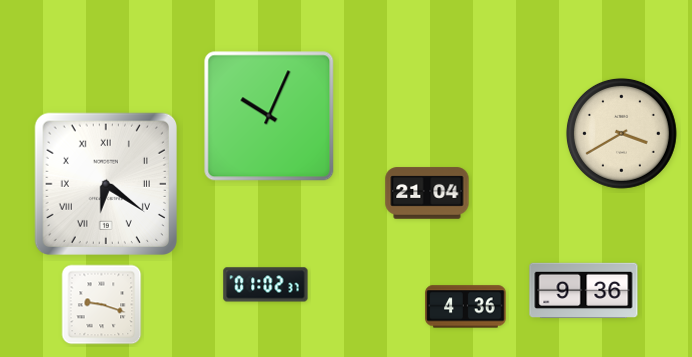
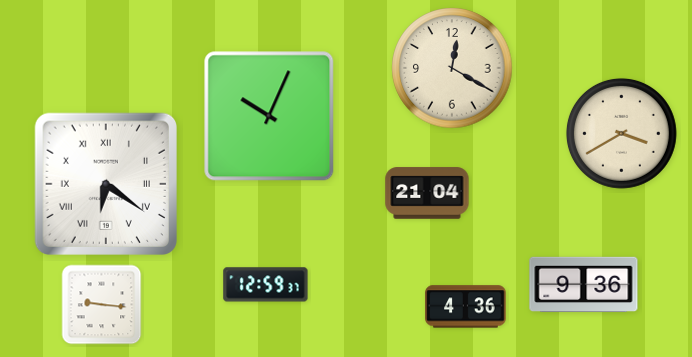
clock at (452, 68): none -> 12:20
clock at (266, 285): 01:02 -> 12:59
clock at (584, 291) position: (584, 291) -> (584, 285)
clock at (102, 305): 9:18 -> 9:16
